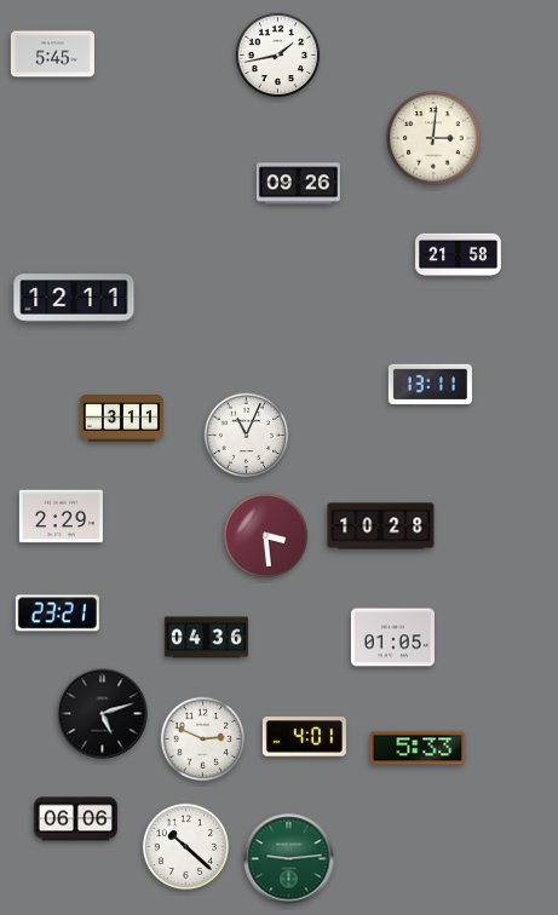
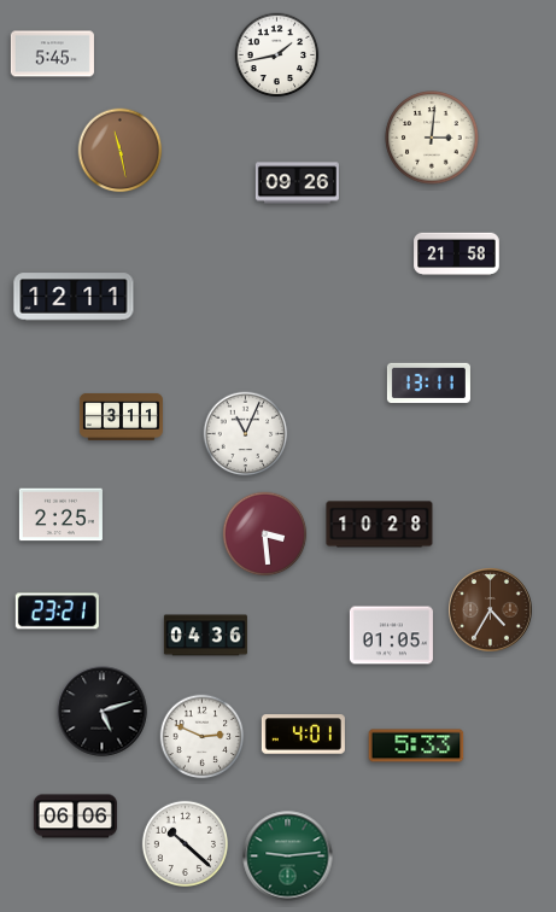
clock at (121, 151): none -> 11:28
clock at (61, 517): 2:29 -> 2:25
clock at (491, 610): none -> 4:35
